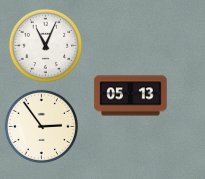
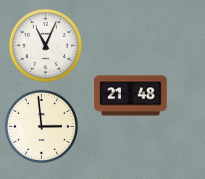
clock at (131, 96): 05:13 -> 21:48
clock at (41, 126): 2:54 -> 2:59
